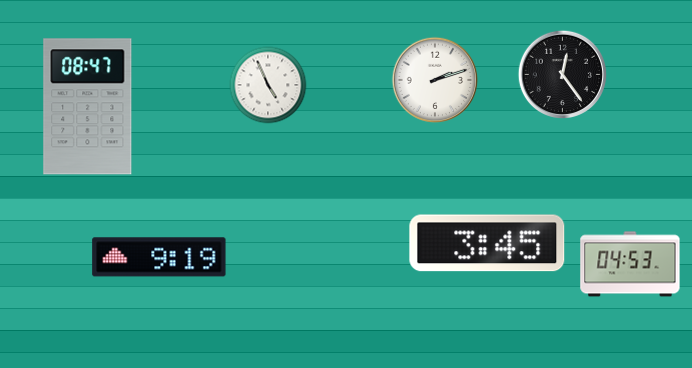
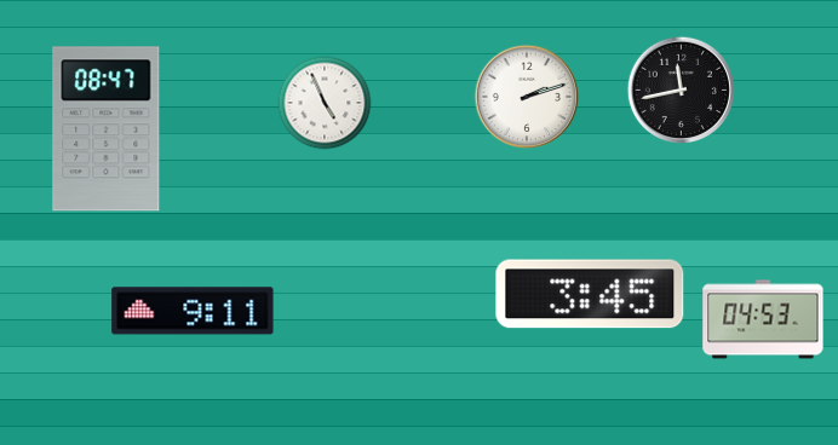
clock at (562, 74): 12:24 -> 11:43
clock at (159, 257): 9:19 -> 9:11
